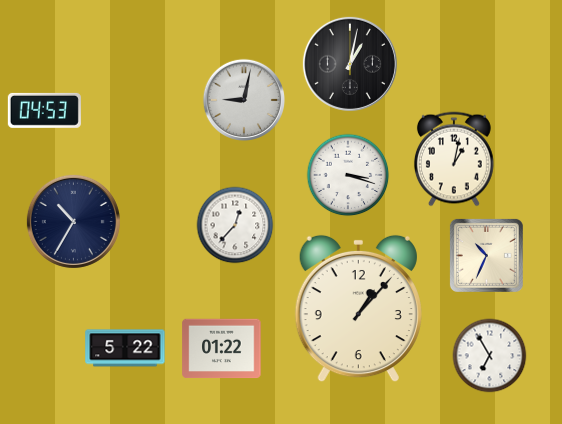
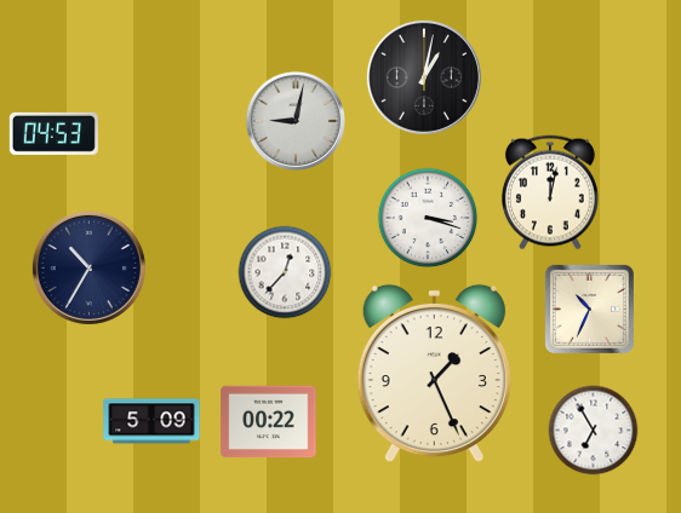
clock at (454, 159): 1:02 -> 12:02
clock at (348, 175) position: (348, 175) -> (428, 218)
clock at (358, 309): 1:07 -> 1:26
clock at (125, 348): 5:22 -> 5:09
clock at (222, 349): 01:22 -> 00:22
